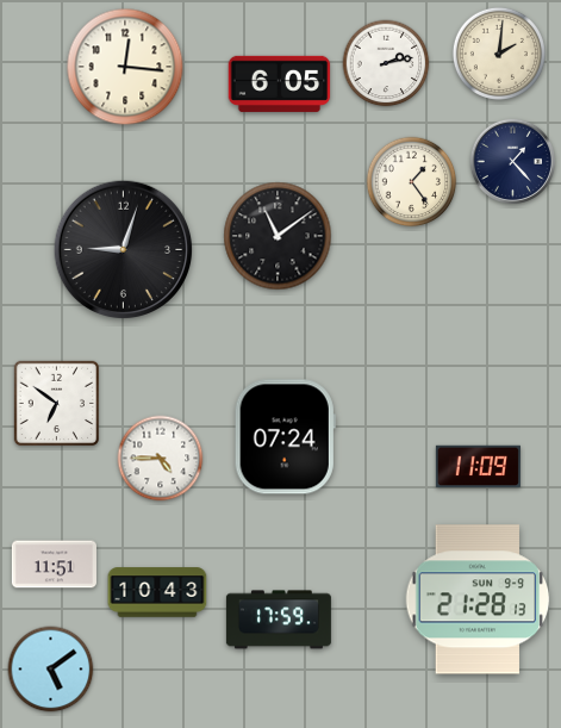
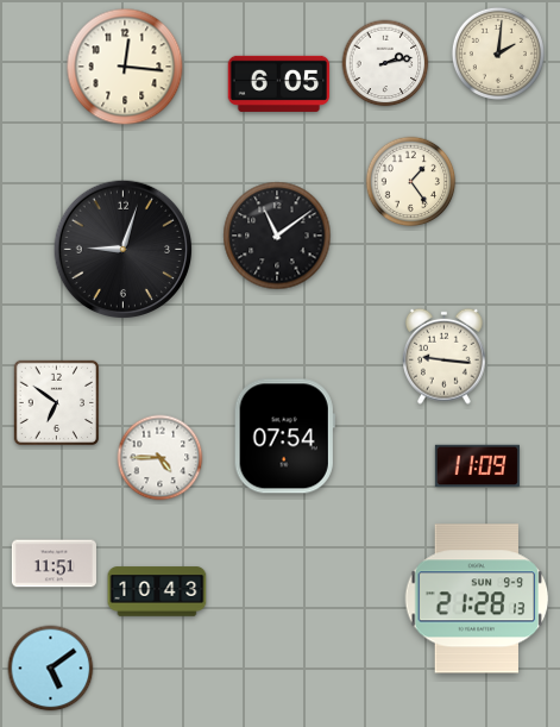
clock at (512, 161): 1:23 -> none
clock at (445, 356): none -> 9:16
clock at (285, 437): 07:24 -> 07:54
clock at (279, 620): 17:59 -> none
